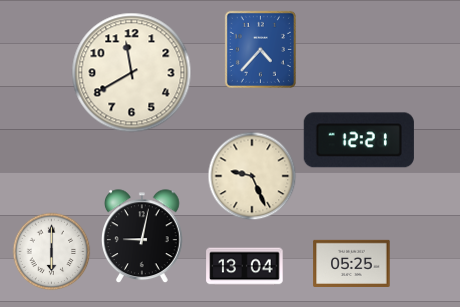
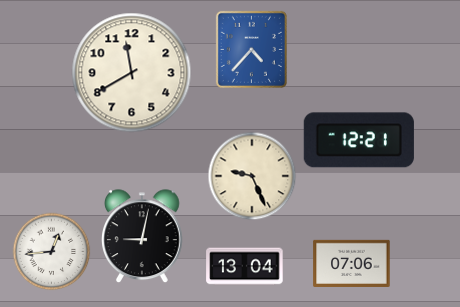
clock at (260, 49) position: (260, 49) -> (251, 49)
clock at (51, 251): 6:00 -> 12:44
clock at (352, 263): 05:25 -> 07:06
